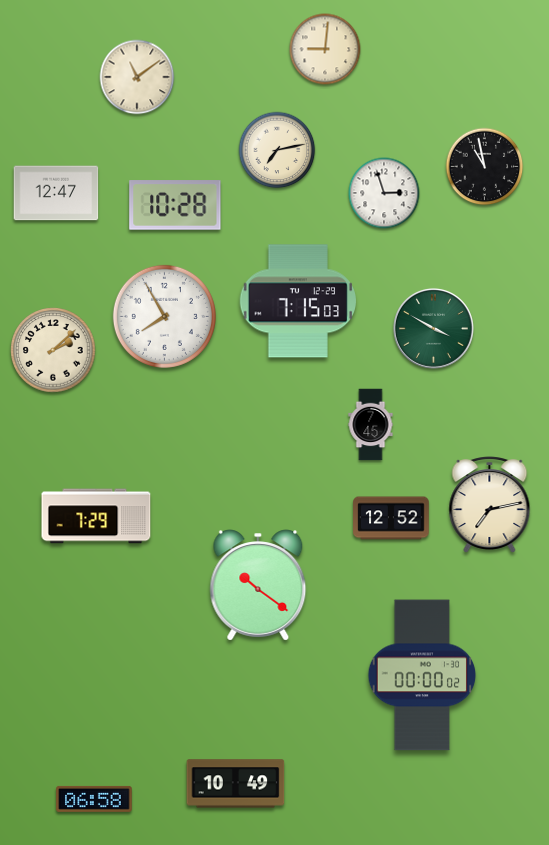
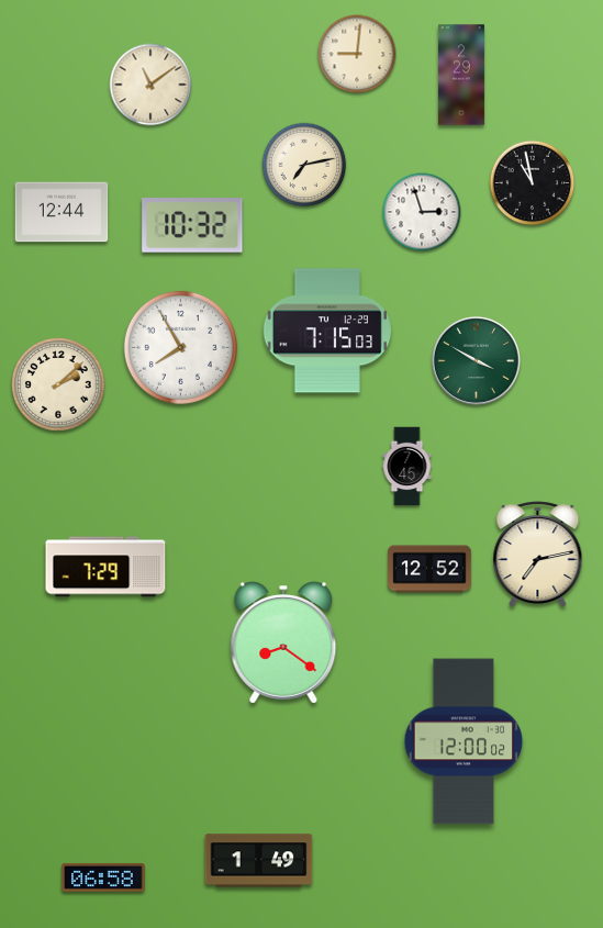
clock at (461, 75): none -> 2:29
clock at (56, 193): 12:47 -> 12:44
clock at (175, 205): 10:28 -> 10:32
clock at (258, 585): 10:21 -> 8:21
clock at (422, 675): 00:00 -> 12:00
clock at (236, 784): 10:49 -> 1:49
